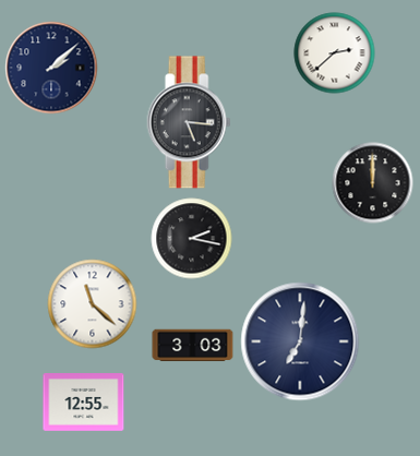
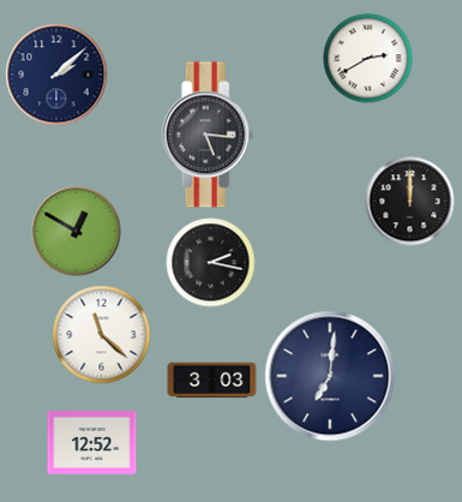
clock at (335, 53): 2:38 -> 2:40
clock at (77, 232): none -> 12:50
clock at (84, 403): 12:55 -> 12:52
